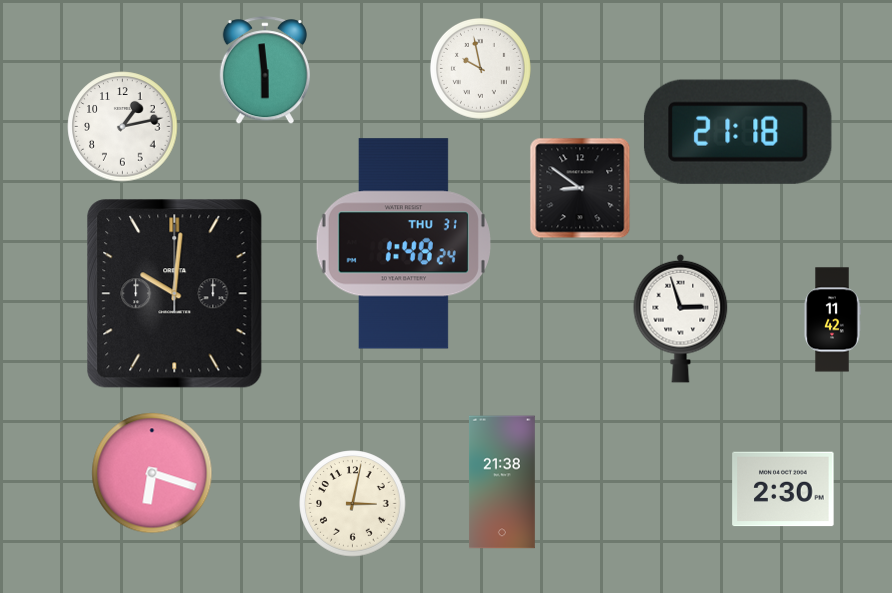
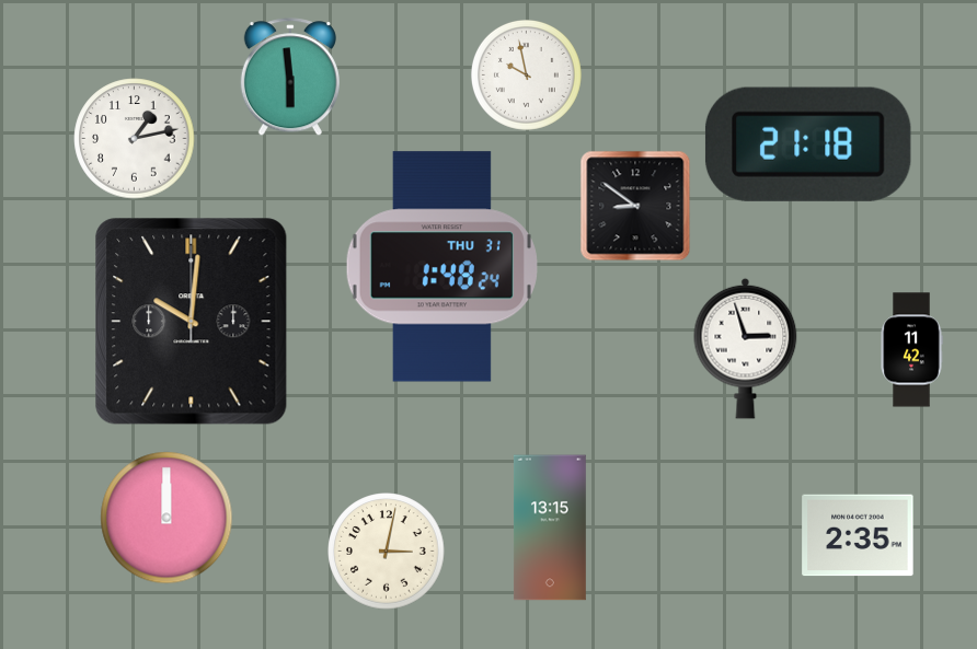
clock at (152, 473): 6:18 -> 12:00
clock at (502, 482): 21:38 -> 13:15
clock at (783, 489): 2:30 -> 2:35
